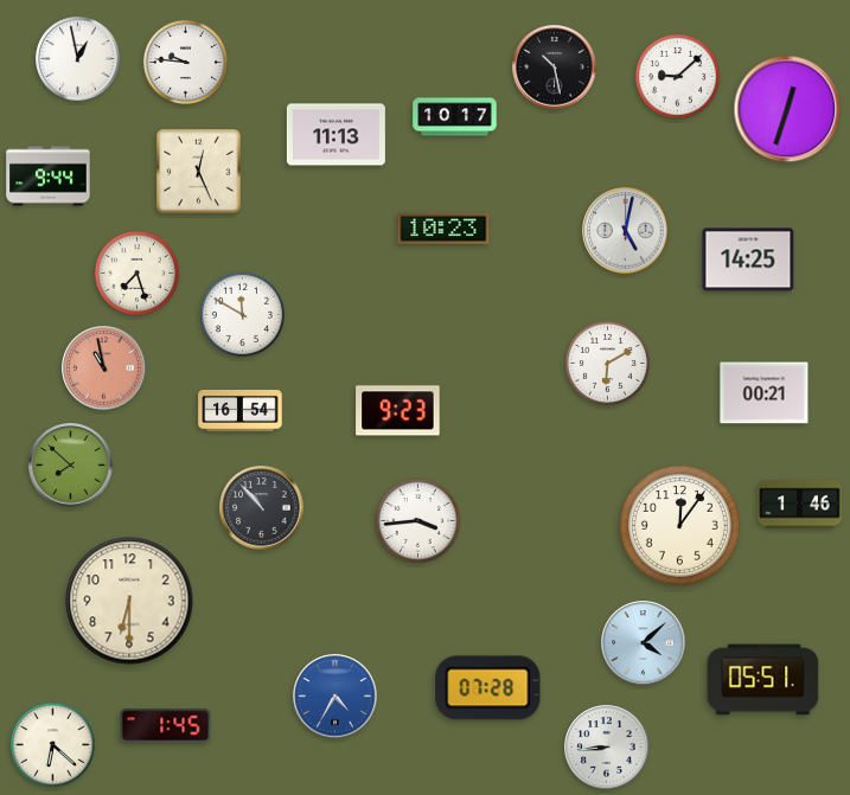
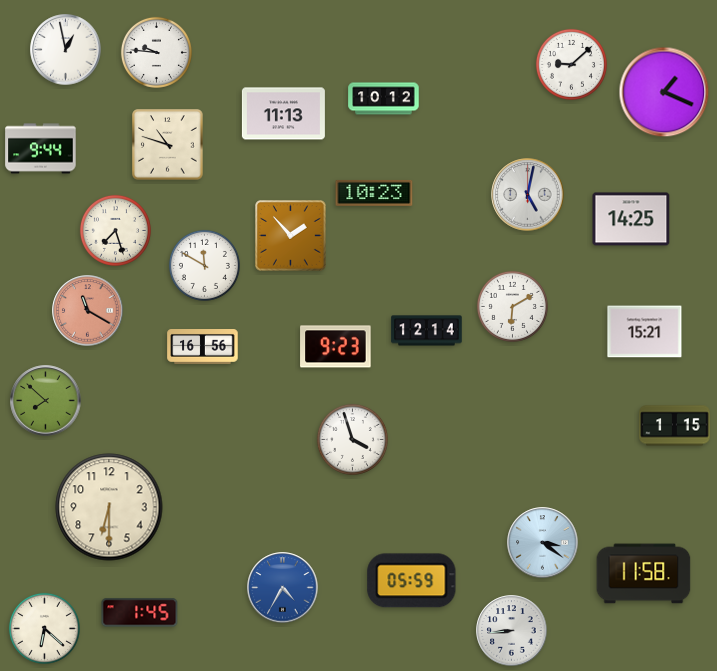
clock at (555, 68): 10:28 -> none
clock at (787, 109): 12:33 -> 1:19
clock at (455, 117): 10:17 -> 10:12
clock at (199, 172): 12:26 -> 10:48
clock at (291, 236): none -> 1:53
clock at (104, 368): 10:58 -> 11:20
clock at (427, 331): none -> 12:14
clock at (765, 393): 00:21 -> 15:21
clock at (241, 411): 16:54 -> 16:56
clock at (71, 466) position: (71, 466) -> (46, 401)
clock at (800, 505): 1:46 -> 1:15
clock at (262, 508): 10:53 -> none
clock at (417, 520): 3:44 -> 3:57
clock at (679, 525): 12:06 -> none
clock at (644, 643): 4:08 -> 3:21
clock at (763, 680): 05:51 -> 11:58
clock at (488, 688): 07:28 -> 05:59
